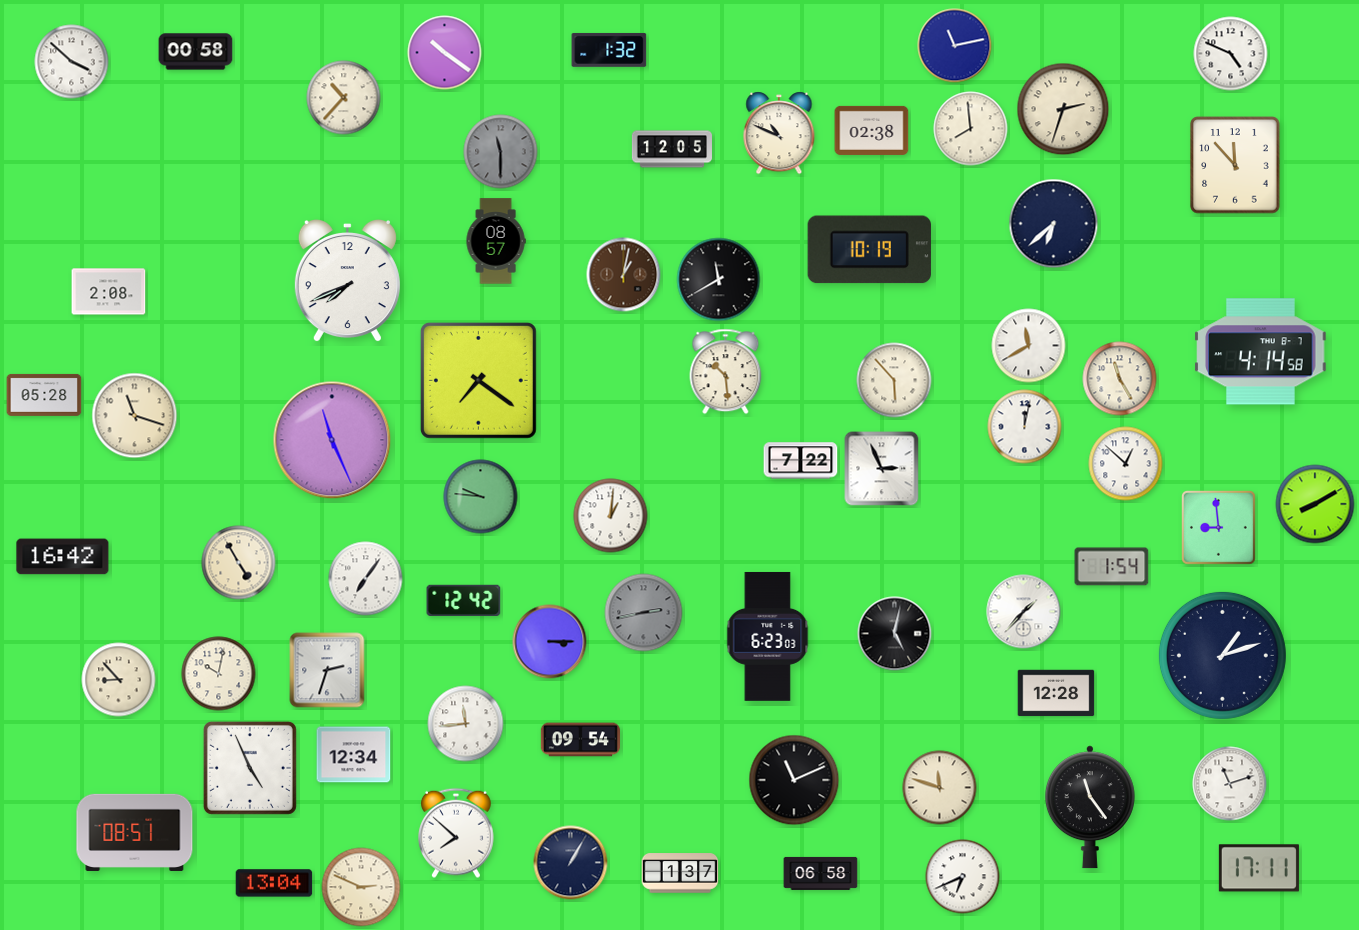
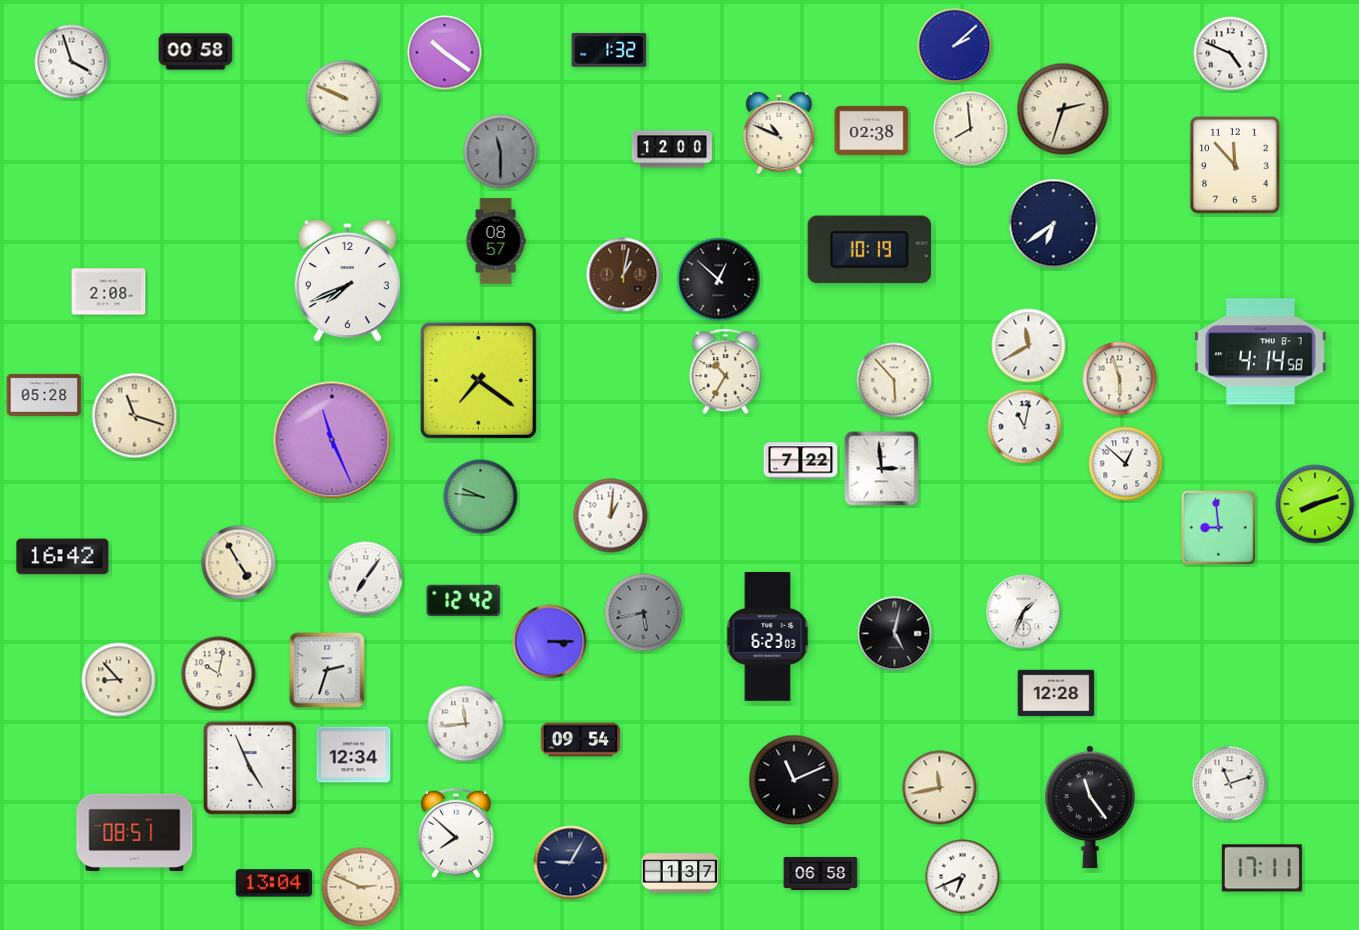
clock at (955, 46): 11:13 -> 2:08
clock at (72, 62): 3:52 -> 3:57
clock at (344, 98): 10:37 -> 9:49
clock at (672, 149): 12:05 -> 12:00
clock at (1054, 224): 6:38 -> 6:39
clock at (719, 280): 11:40 -> 12:52
clock at (726, 372): 10:29 -> 10:35
clock at (1120, 379): 11:25 -> 5:57
clock at (1025, 427): 12:02 -> 11:02
clock at (882, 469): 2:56 -> 2:59
clock at (1315, 504): 8:10 -> 8:12
clock at (1112, 567): 1:54 -> none
clock at (1024, 612): 1:37 -> 1:34
clock at (644, 613): 2:43 -> 5:43
clock at (1222, 655): 1:12 -> none
clock at (940, 788): 11:48 -> 11:43
clock at (571, 863): 1:05 -> 9:05
clock at (1259, 868) position: (1259, 868) -> (1262, 868)
